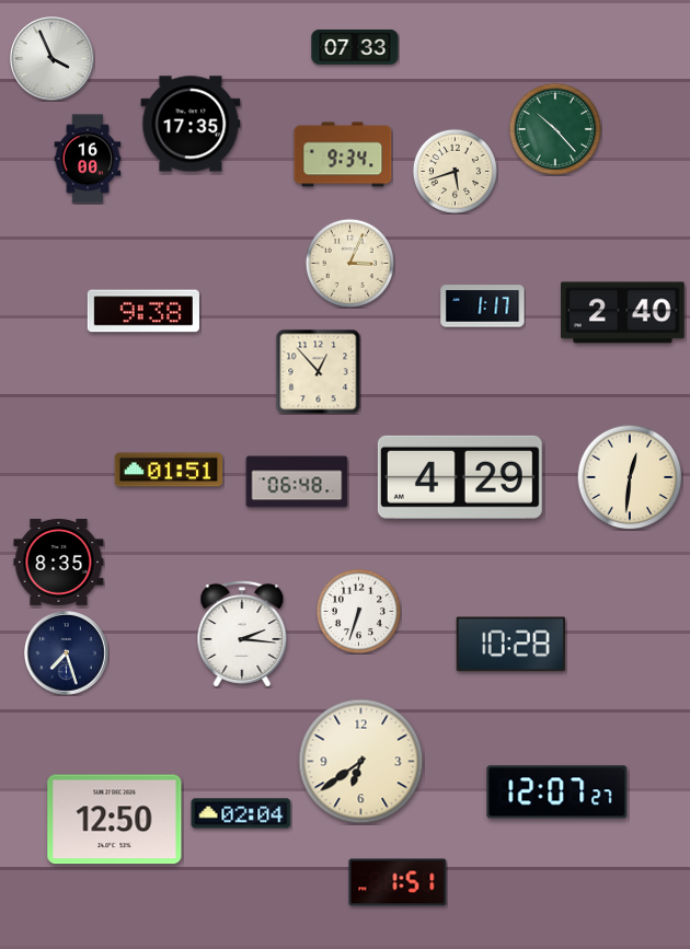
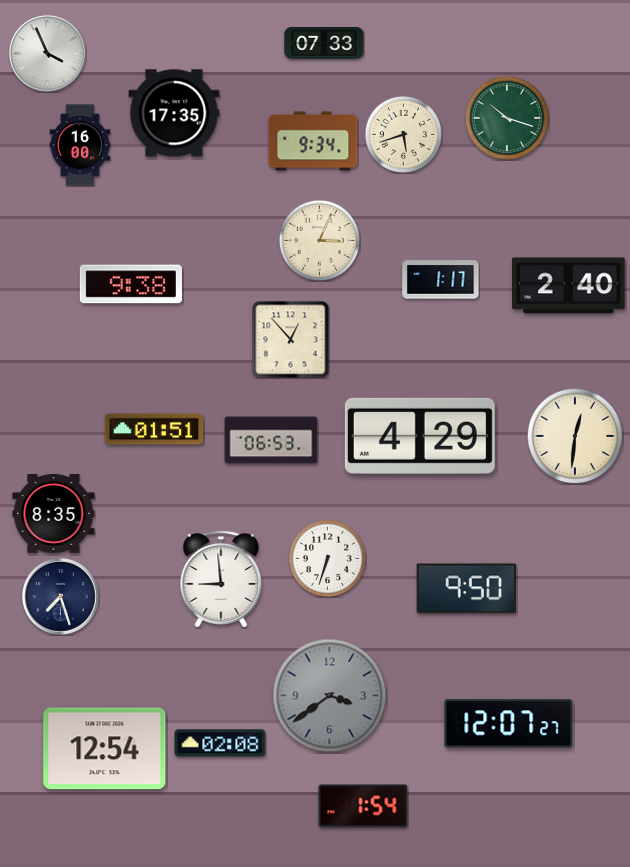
clock at (555, 129): 10:23 -> 10:18
clock at (455, 171) position: (455, 171) -> (403, 134)
clock at (297, 482): 06:48 -> 06:53
clock at (242, 634): 2:16 -> 8:59
clock at (510, 645): 10:28 -> 9:50
clock at (361, 762): 6:39 -> 3:39
clock at (361, 762) dial: cream -> grey
clock at (241, 813): 02:04 -> 02:08
clock at (115, 820): 12:50 -> 12:54
clock at (398, 882): 1:51 -> 1:54
